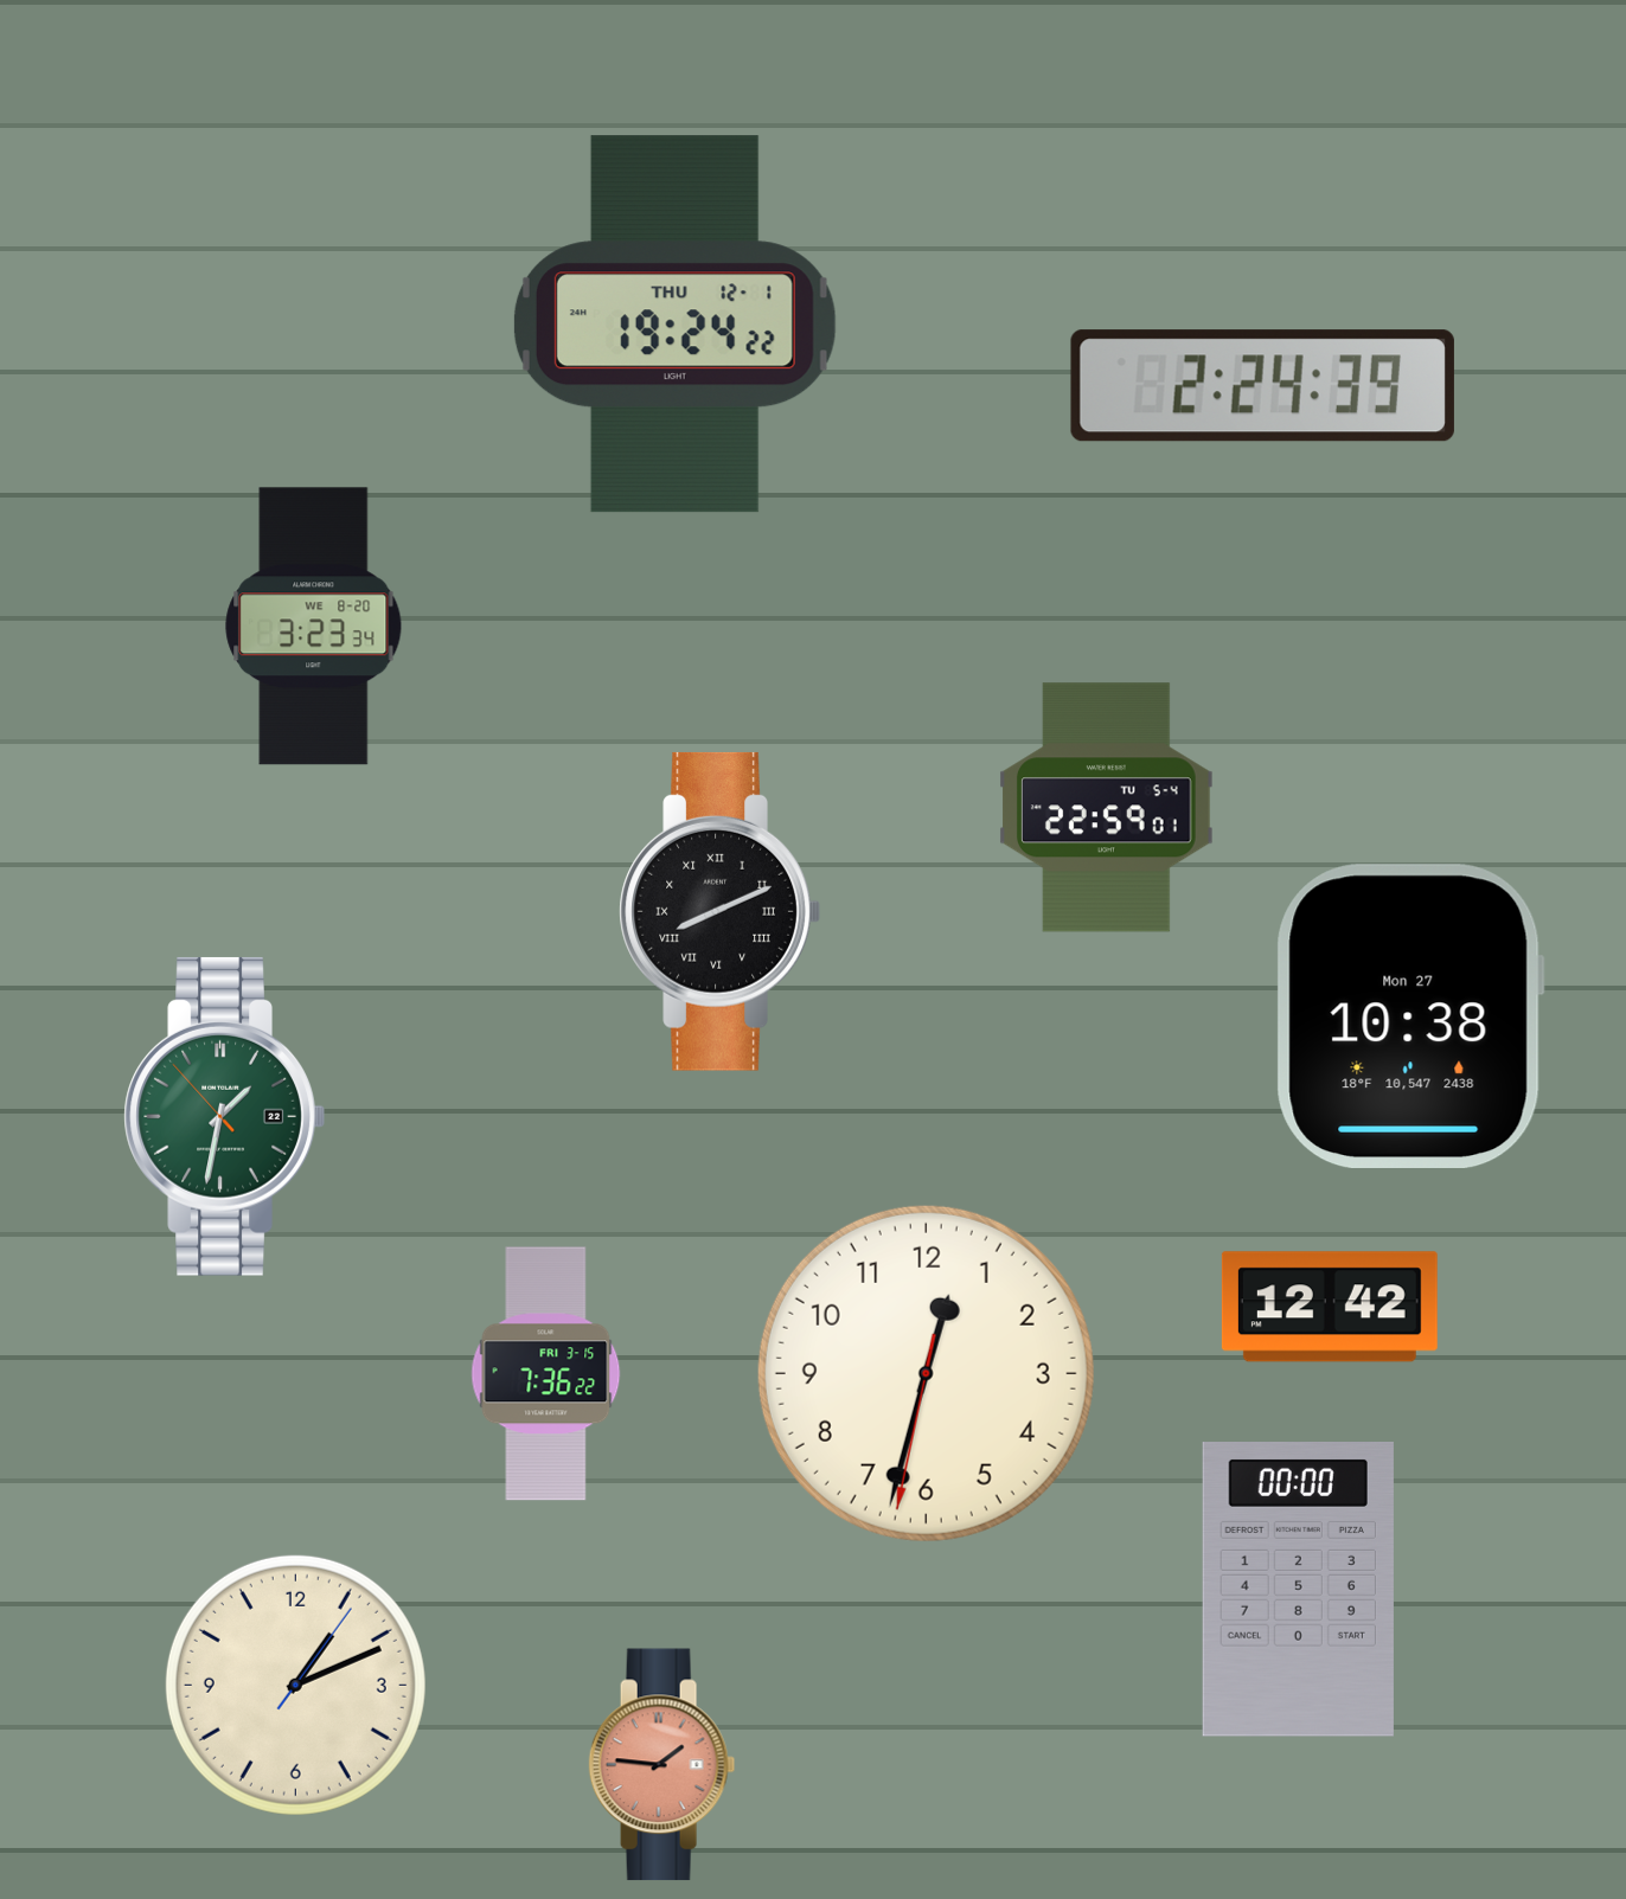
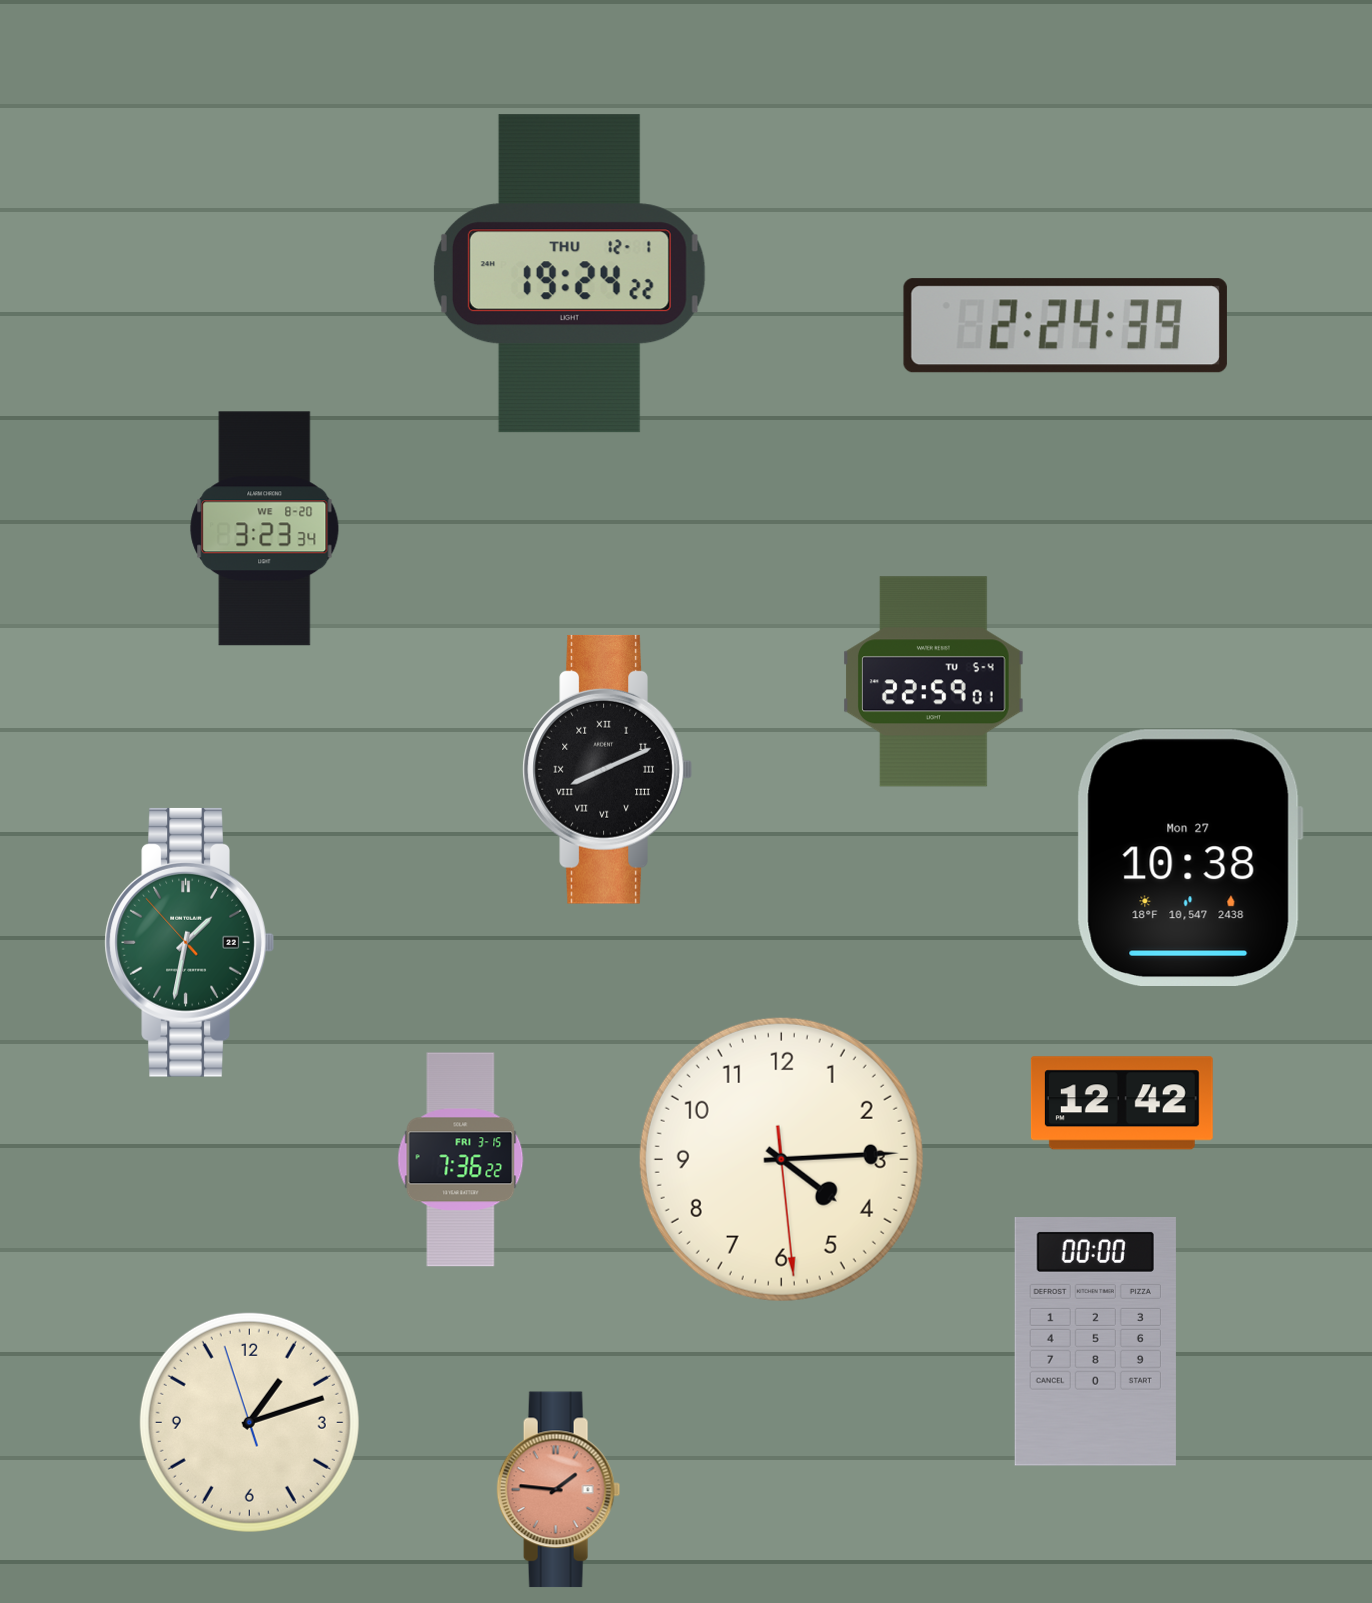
clock at (926, 1373): 12:32 -> 4:14
clock at (295, 1685): 1:11:06 -> 1:11:57
